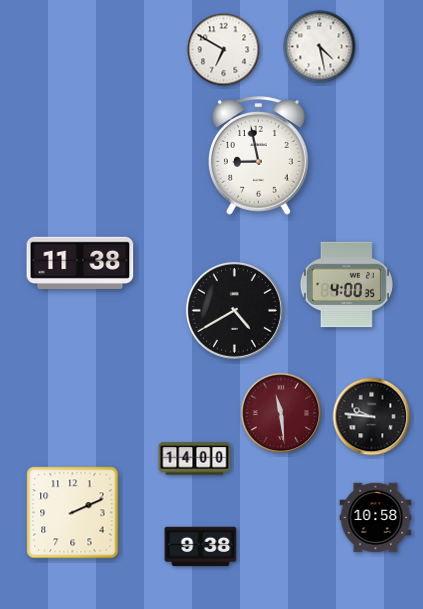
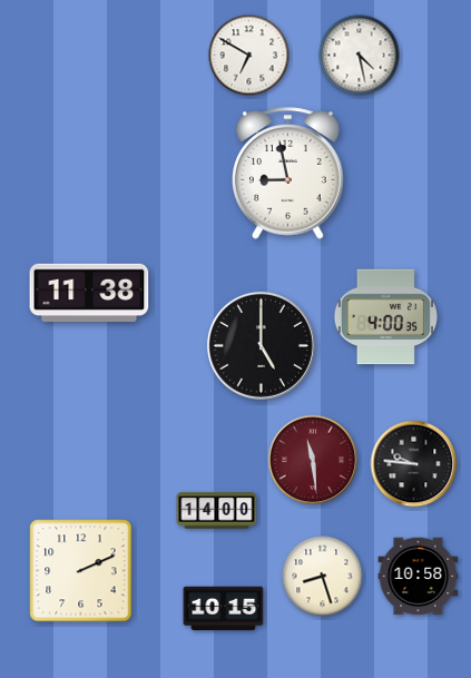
clock at (320, 47) position: (320, 47) -> (360, 56)
clock at (234, 310): 4:40 -> 5:00
clock at (323, 577): none -> 8:27
clock at (201, 547): 9:38 -> 10:15
